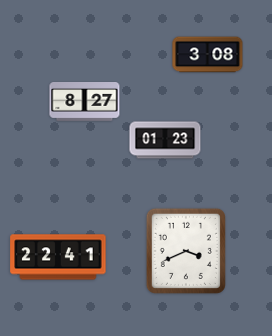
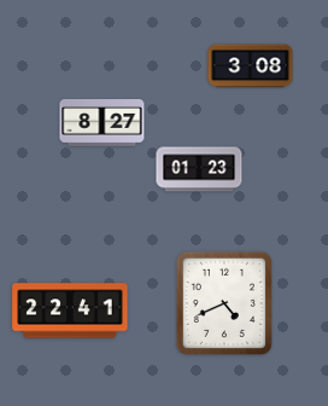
clock at (186, 251): 3:41 -> 4:41
